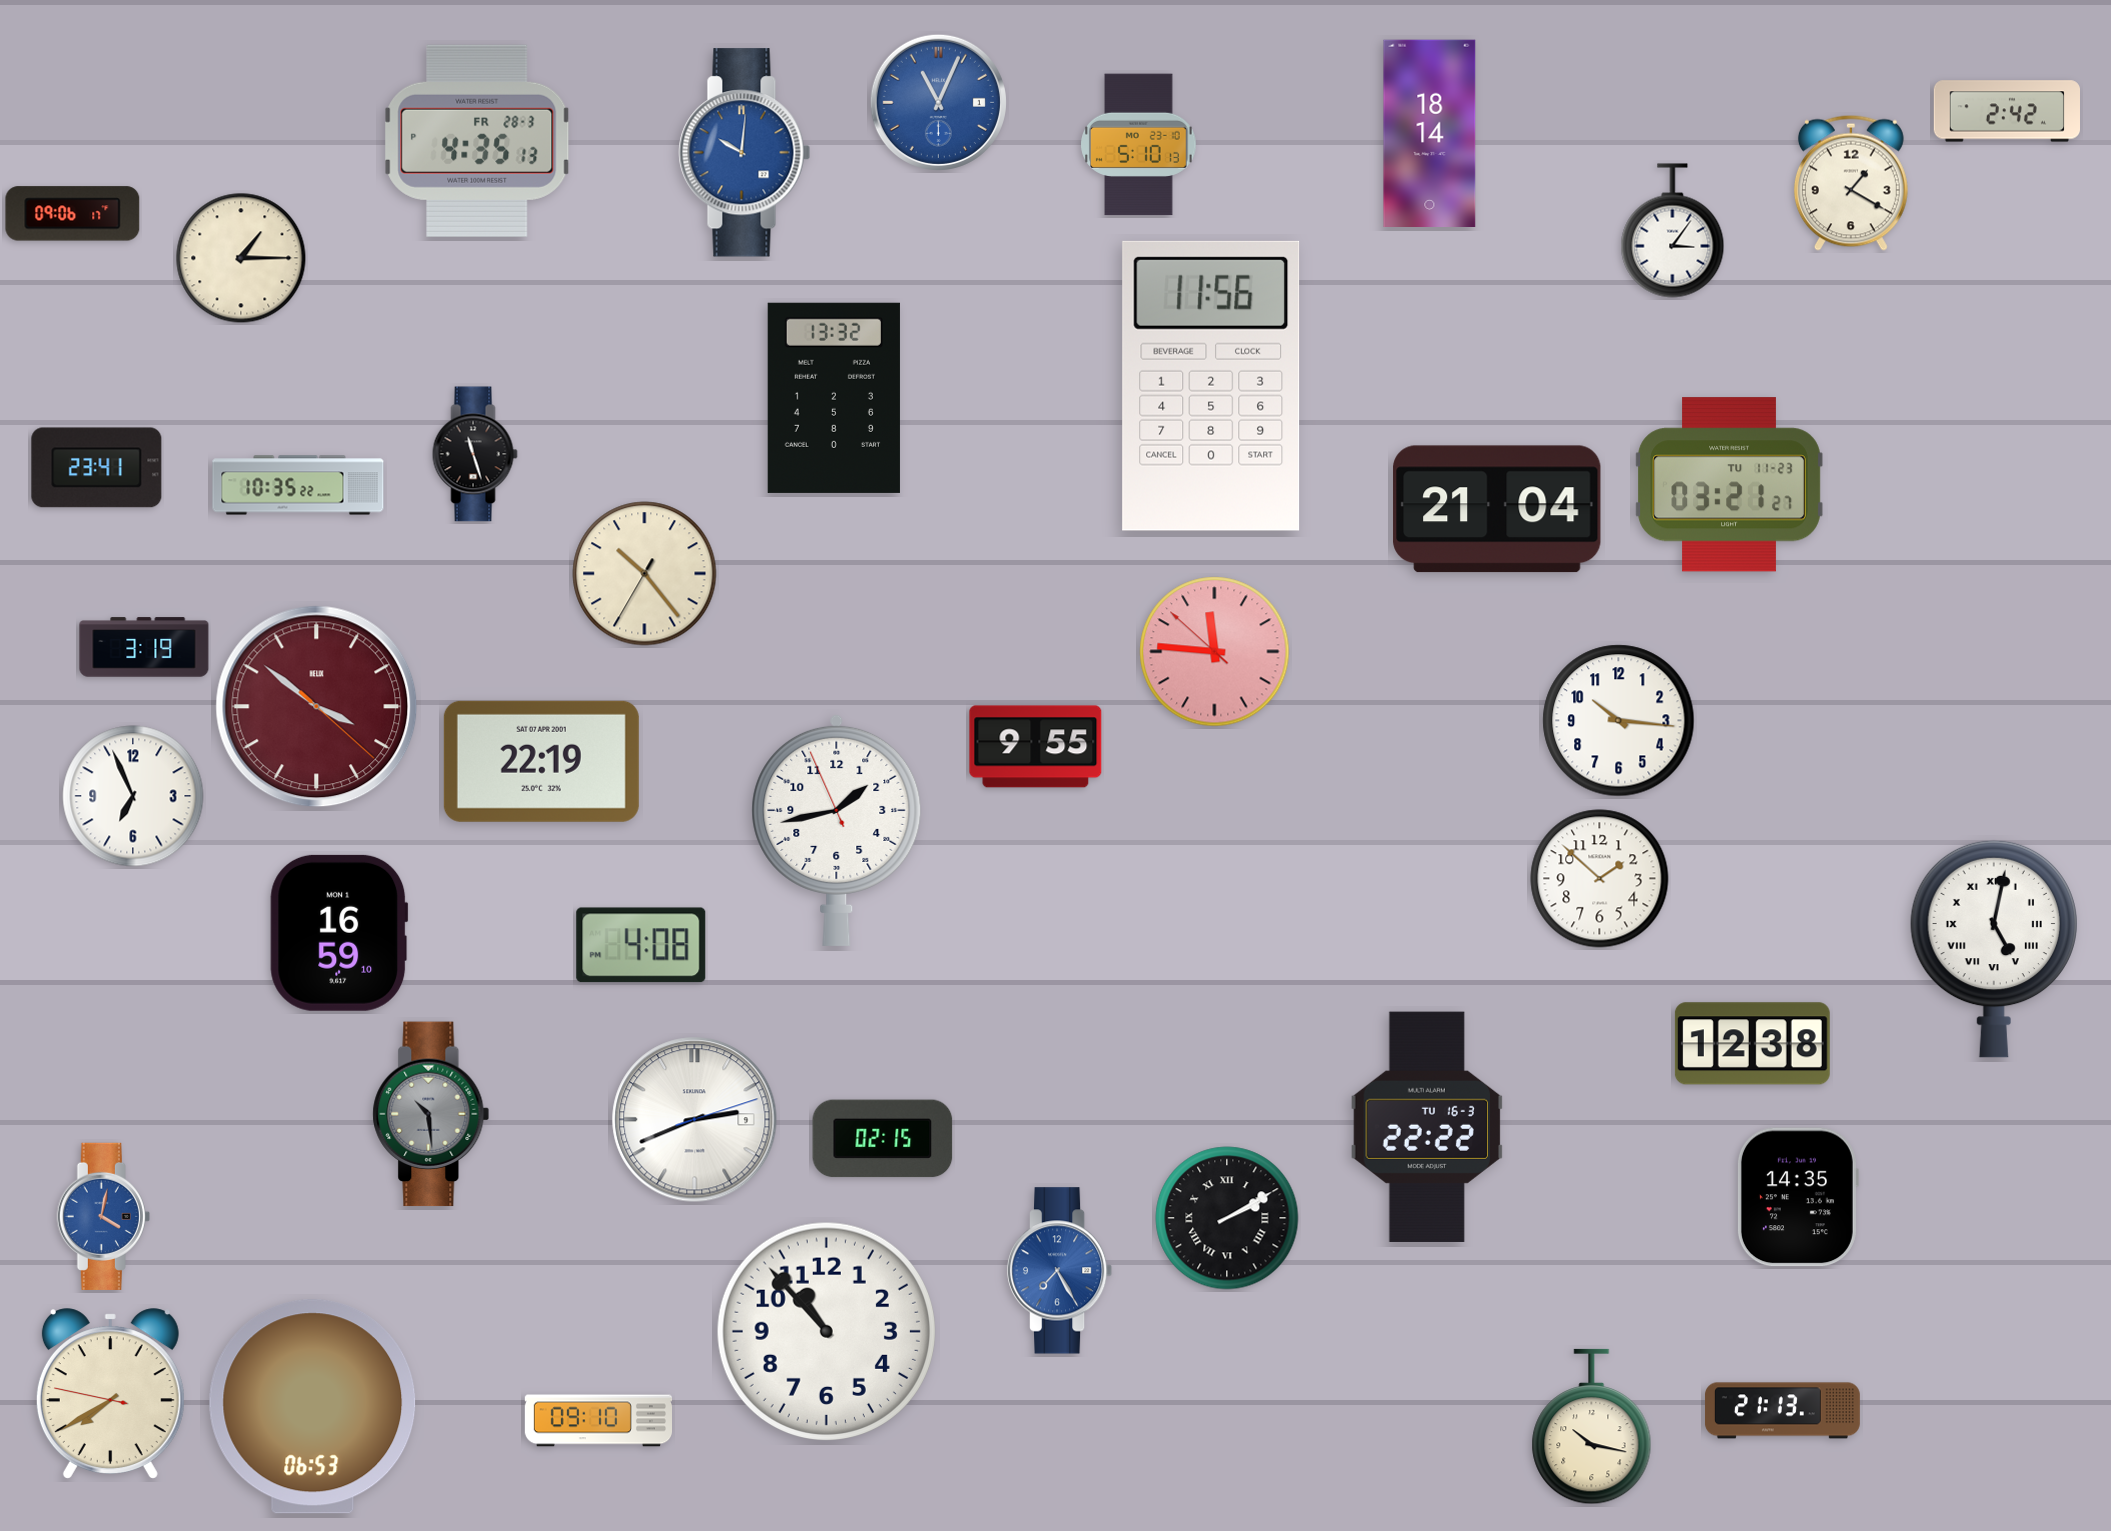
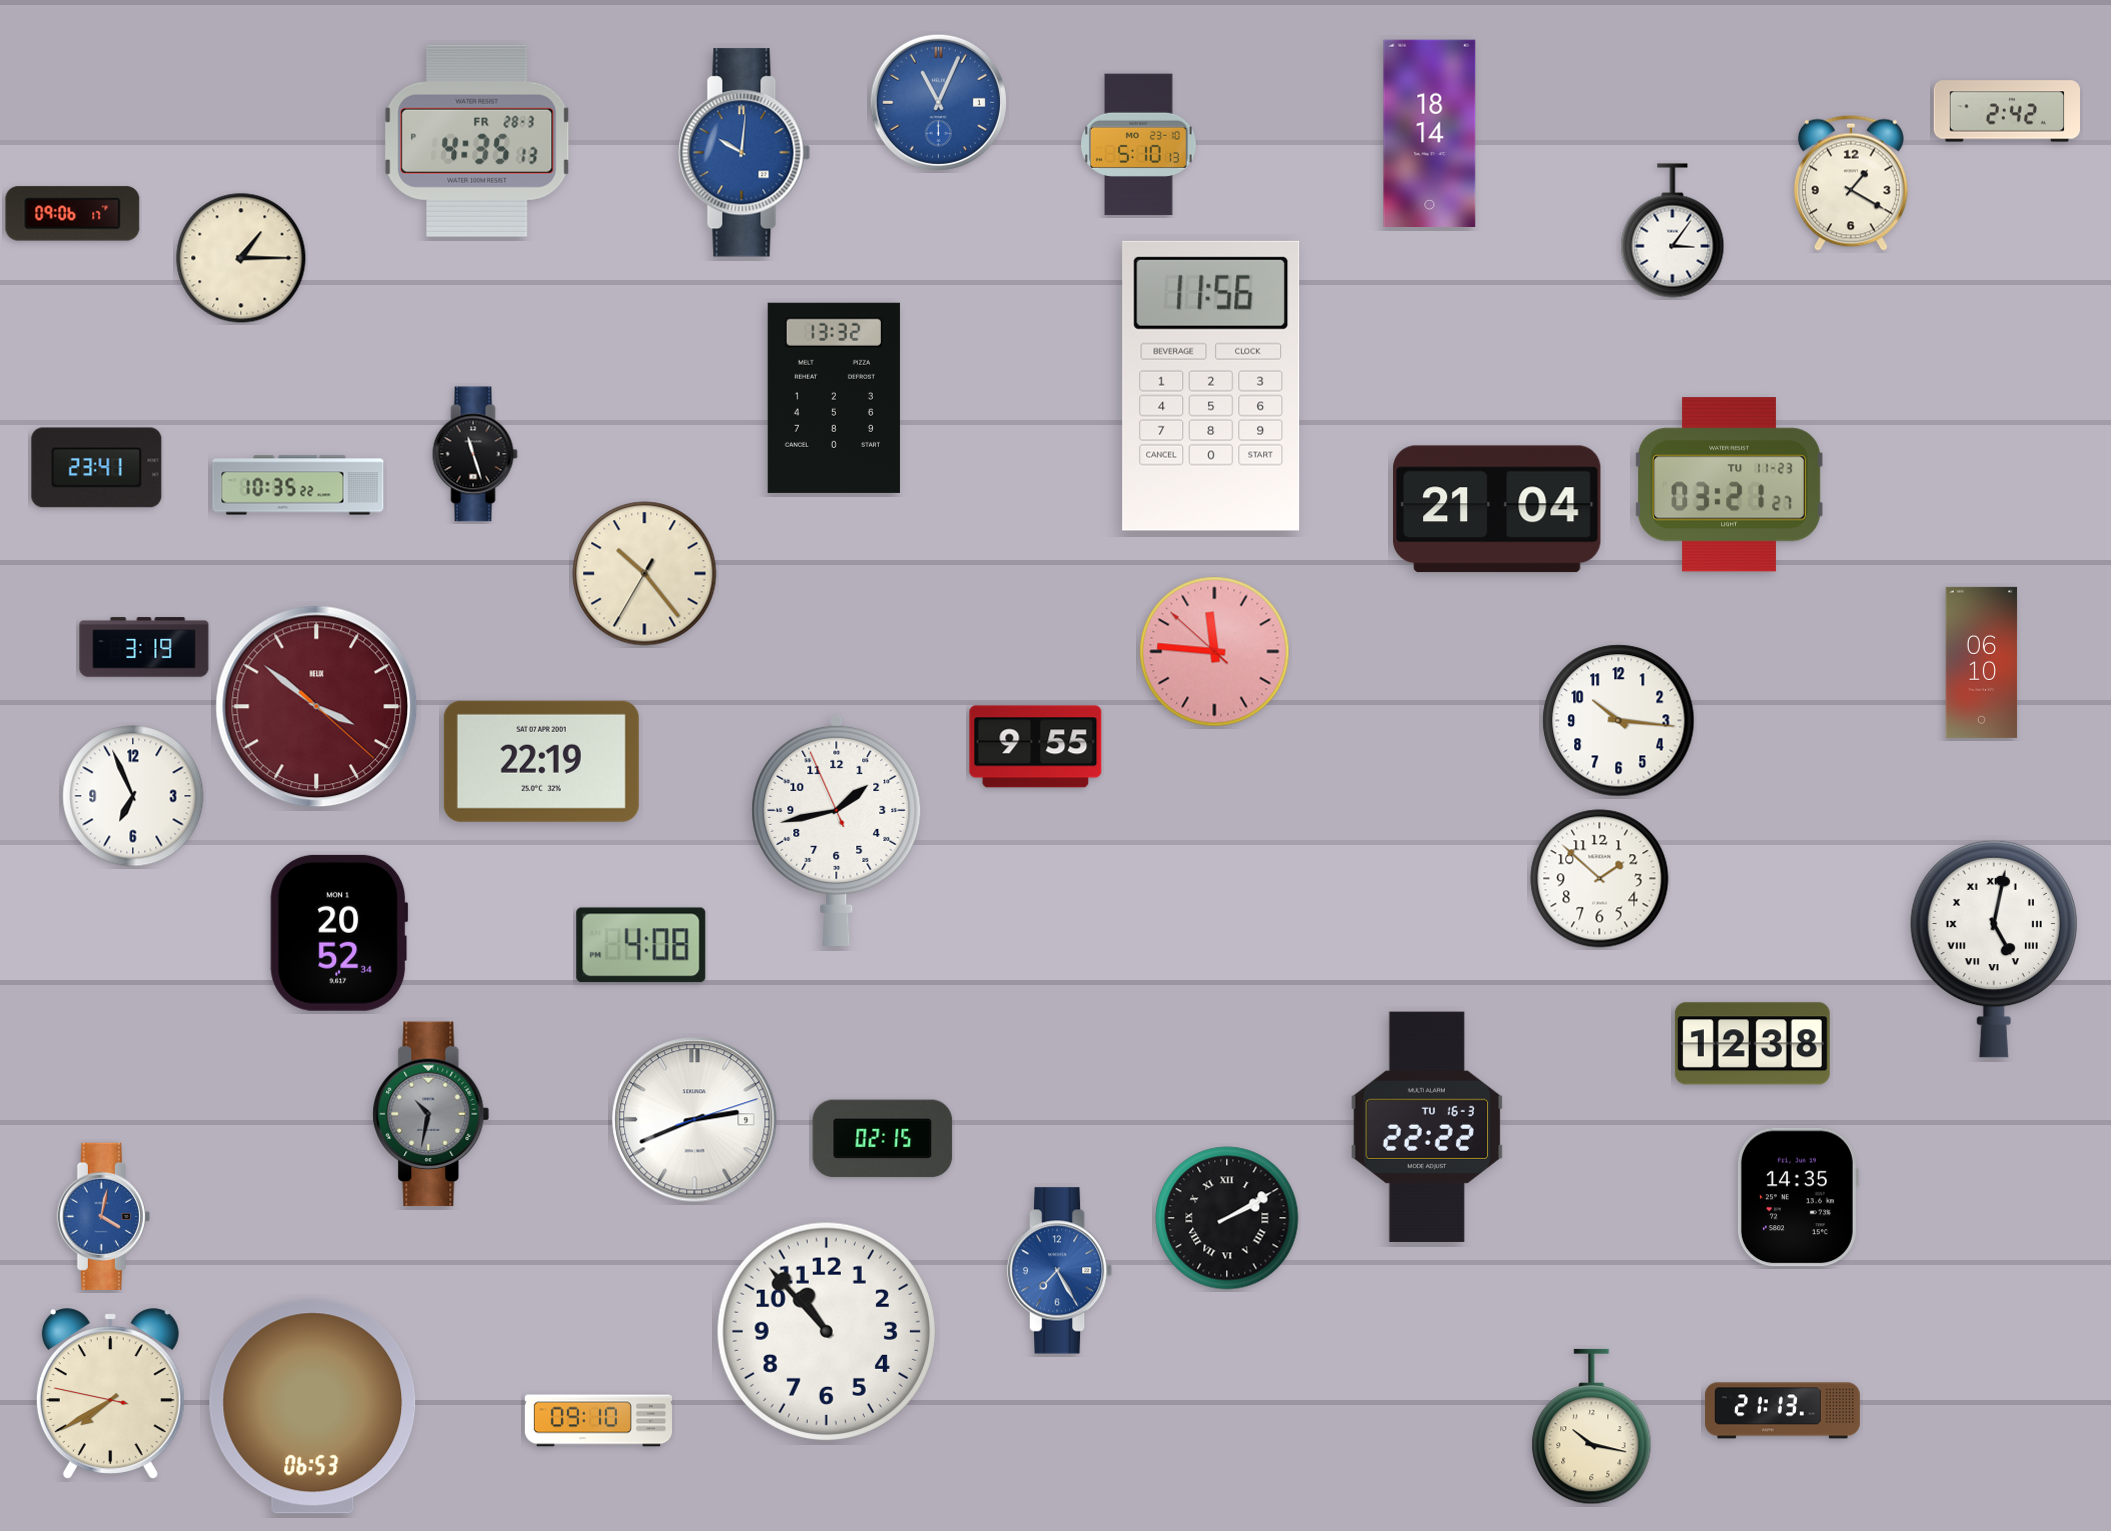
clock at (1982, 662): none -> 06:10
clock at (339, 933): 16:59 -> 20:52
clock at (431, 1114): 10:29 -> 10:32
